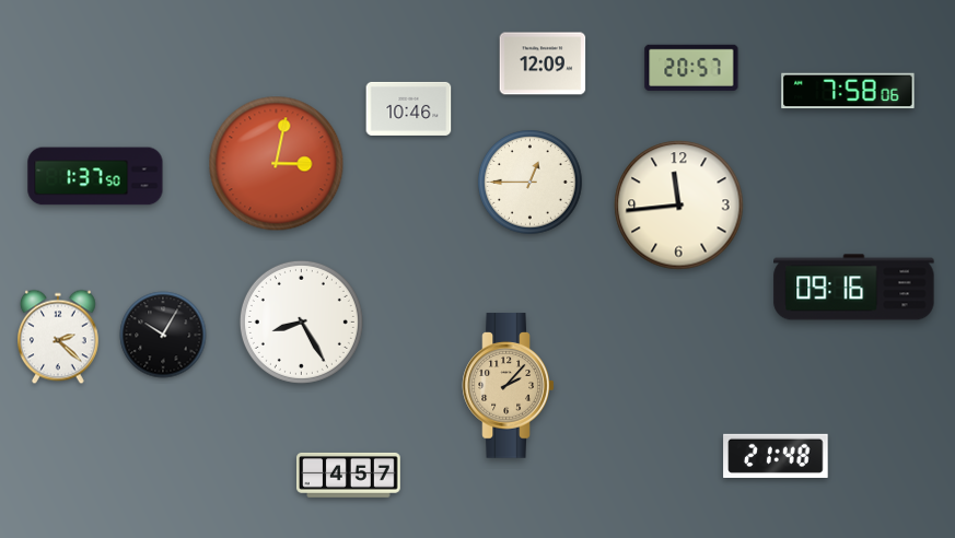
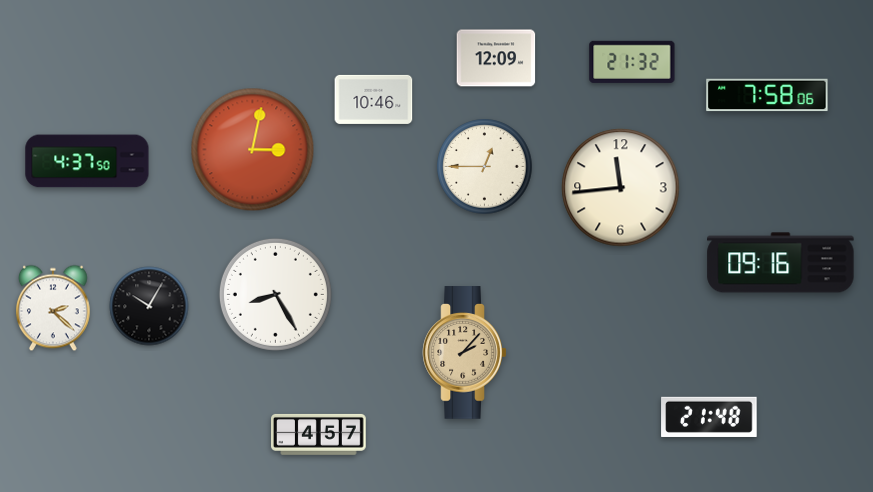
clock at (691, 68): 20:57 -> 21:32
clock at (848, 91) position: (848, 91) -> (767, 95)
clock at (95, 176): 1:37 -> 4:37
